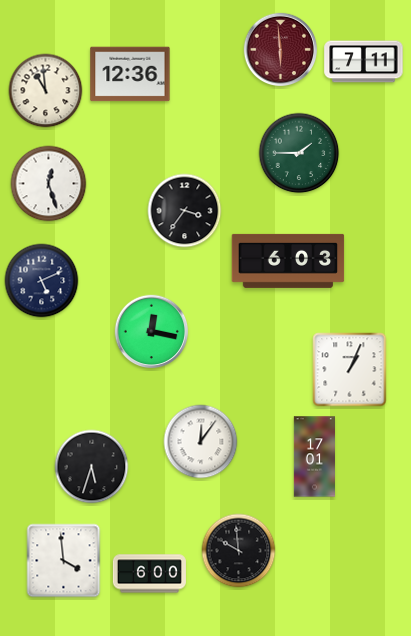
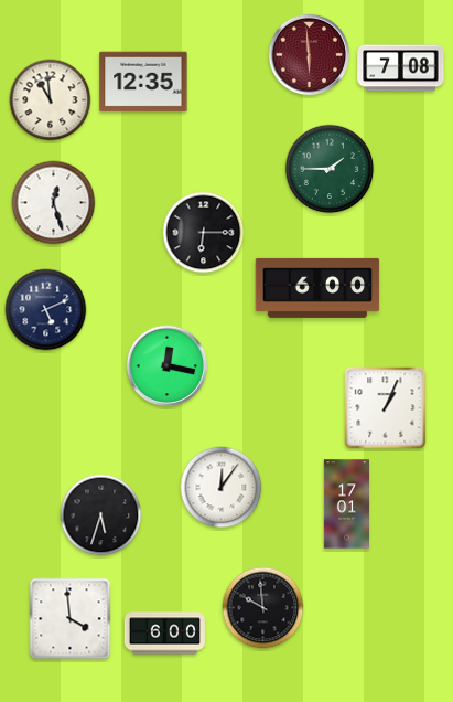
clock at (364, 62): 7:11 -> 7:08
clock at (130, 74): 12:36 -> 12:35
clock at (185, 211): 3:36 -> 6:15
clock at (288, 261): 6:03 -> 6:00
